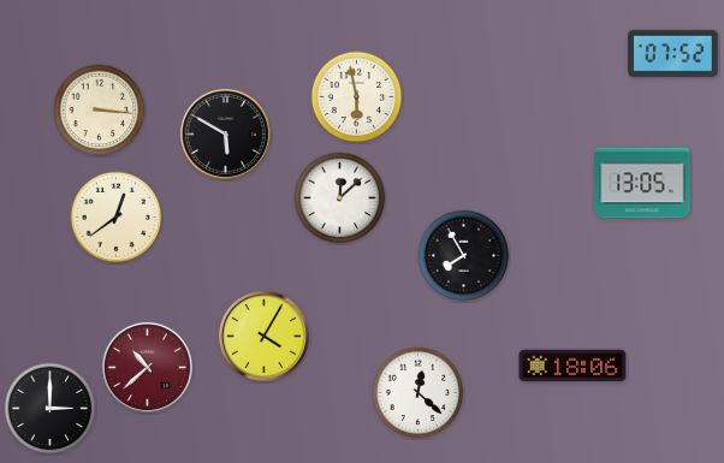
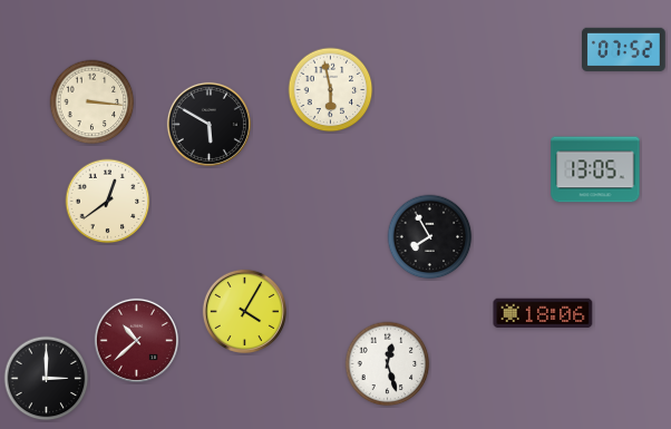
clock at (340, 198): 12:08 -> none
clock at (572, 366) position: (572, 366) -> (543, 313)
clock at (419, 393): 12:22 -> 12:27
